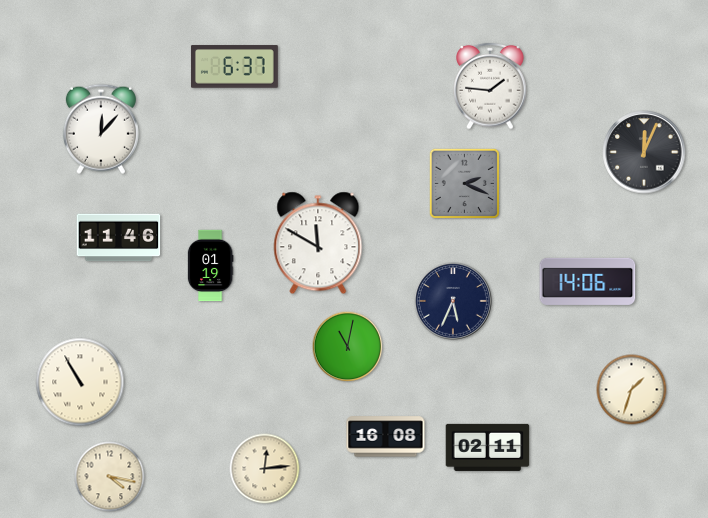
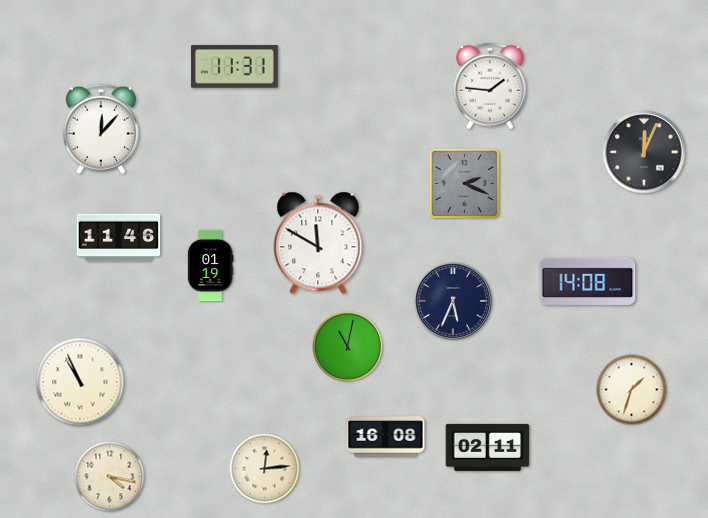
clock at (234, 67): 6:37 -> 11:31
clock at (588, 281): 14:06 -> 14:08
clock at (80, 382): 10:55 -> 10:56
